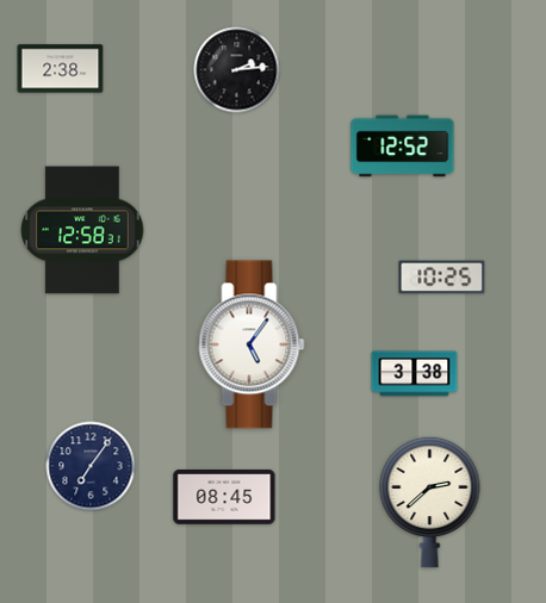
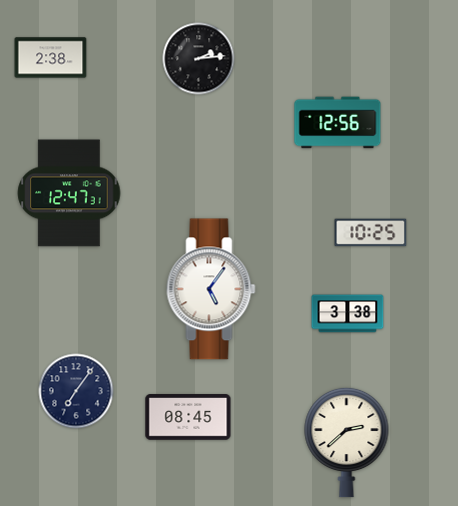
clock at (403, 147): 12:52 -> 12:56
clock at (82, 230): 12:58 -> 12:47
clock at (430, 502) position: (430, 502) -> (347, 442)
